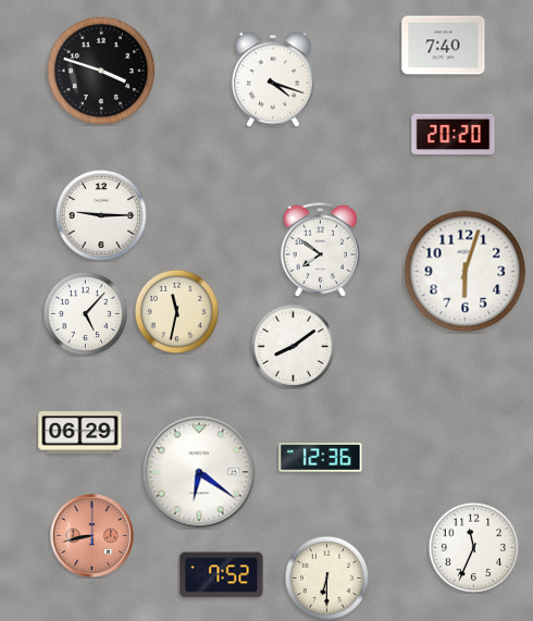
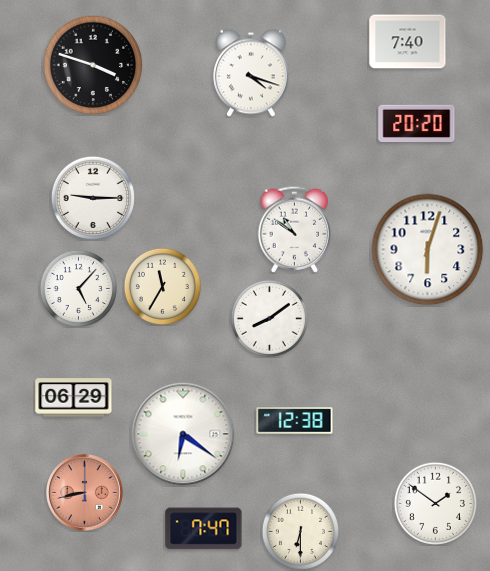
clock at (321, 249): 7:51 -> 10:51
clock at (176, 311): 11:32 -> 11:35
clock at (321, 458): 12:36 -> 12:38
clock at (473, 547): 11:34 -> 1:51
clock at (222, 575): 7:52 -> 7:47
